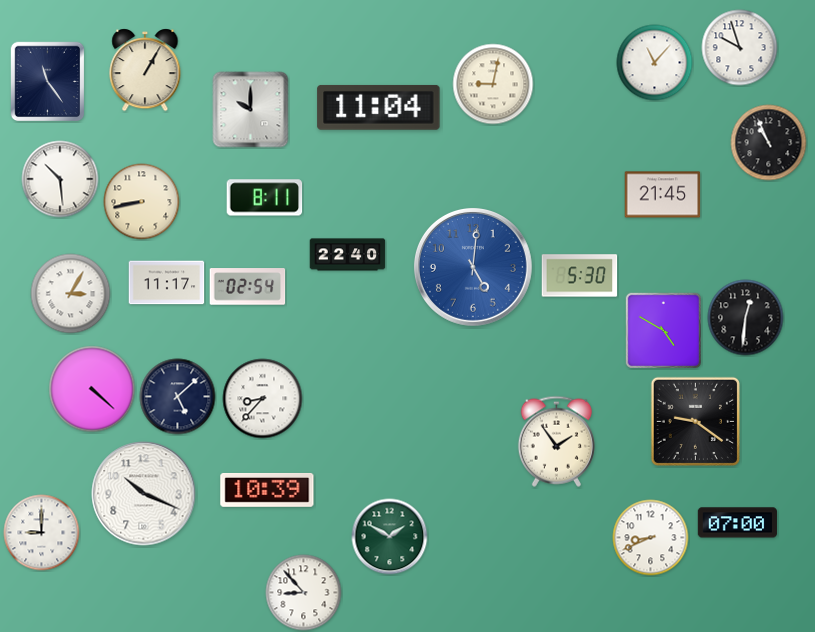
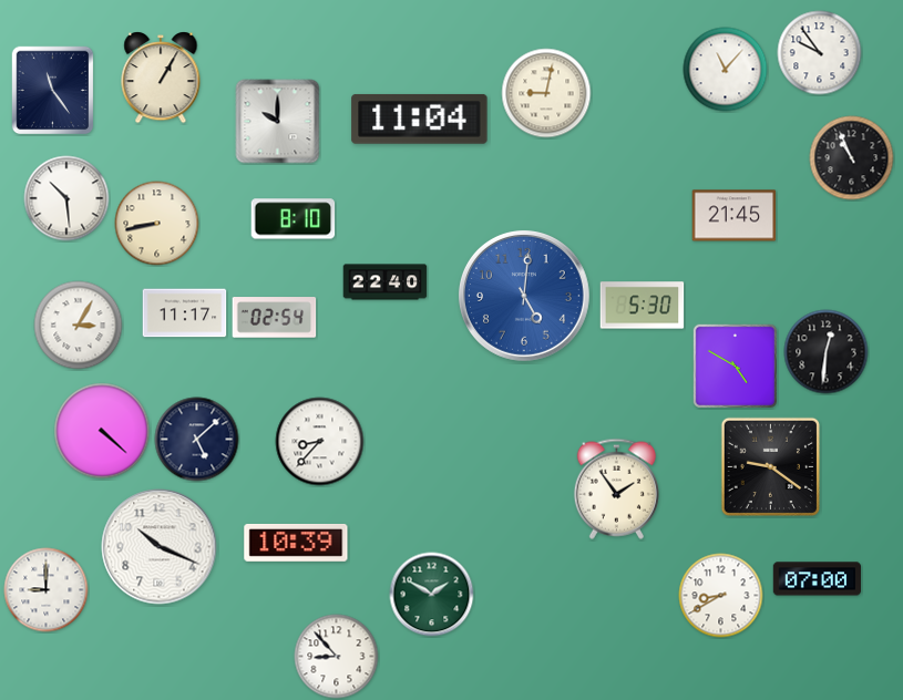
clock at (740, 48): 9:57 -> 9:54
clock at (265, 198): 8:11 -> 8:10
clock at (263, 399) position: (263, 399) -> (320, 442)
clock at (651, 538): 8:41 -> 8:40
